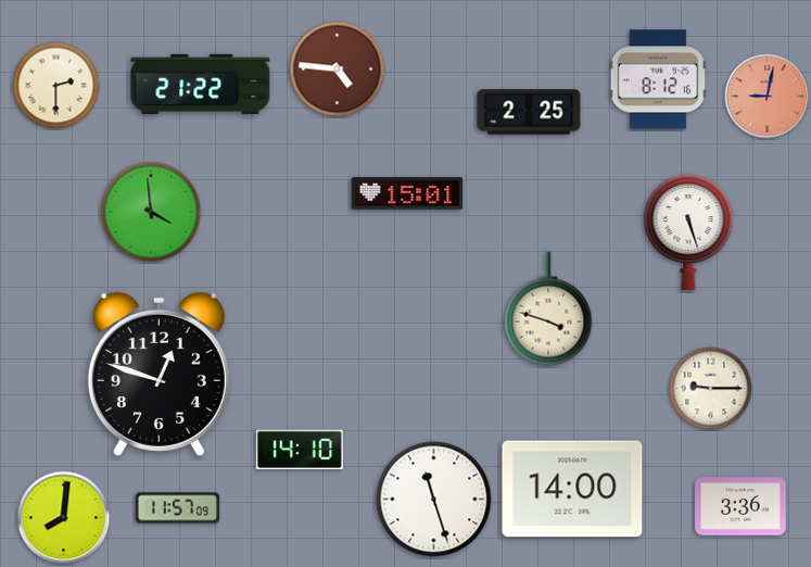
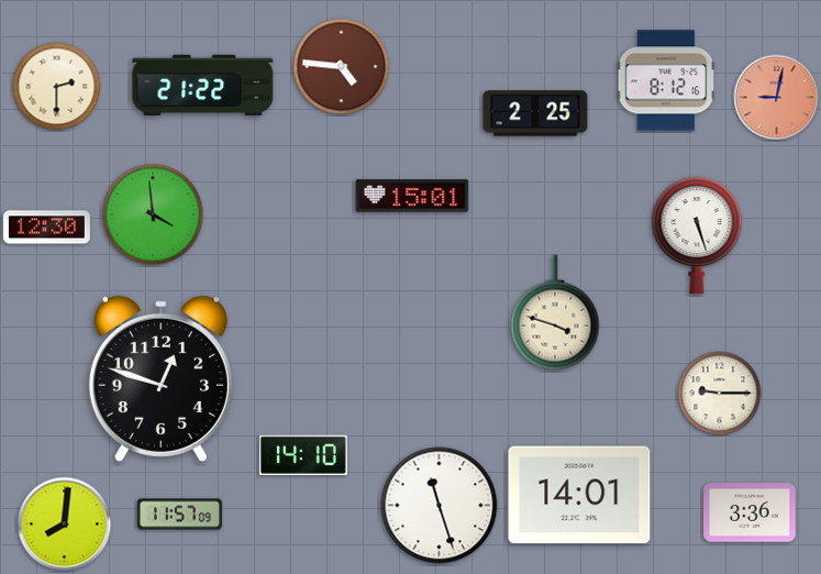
clock at (338, 70) position: (338, 70) -> (342, 67)
clock at (46, 228): none -> 12:30
clock at (572, 489): 14:00 -> 14:01
